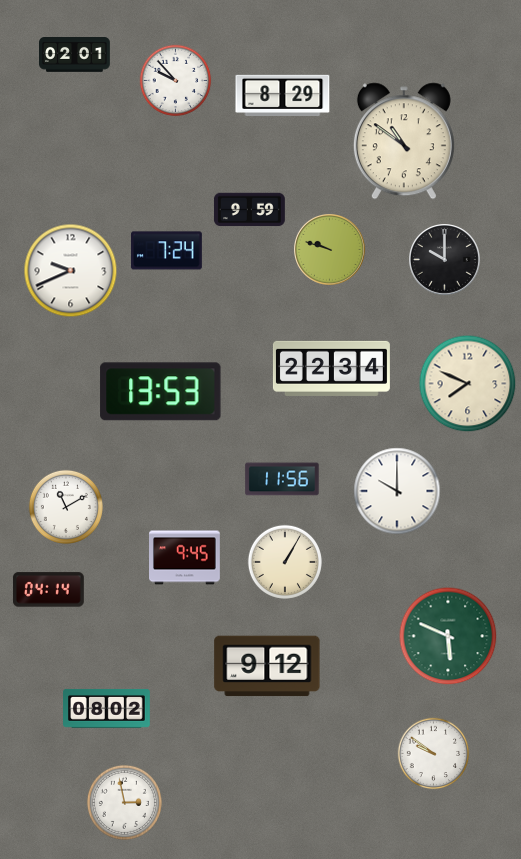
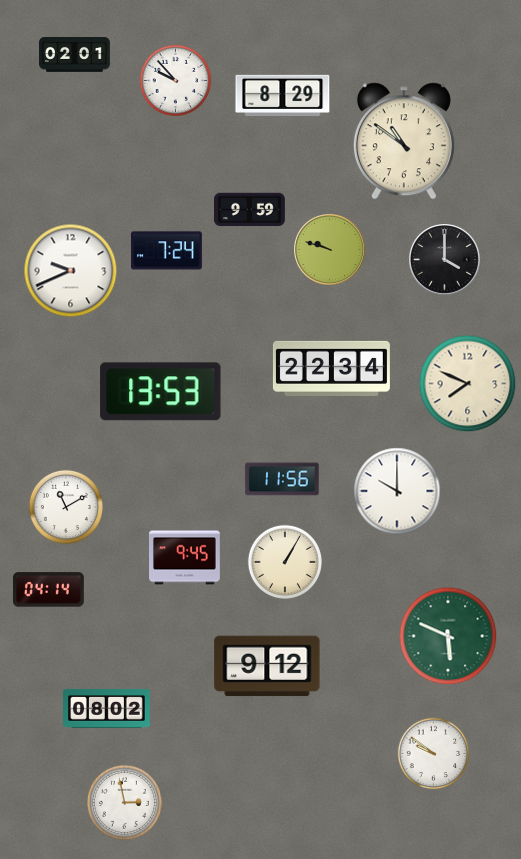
clock at (445, 260): 10:00 -> 4:00
